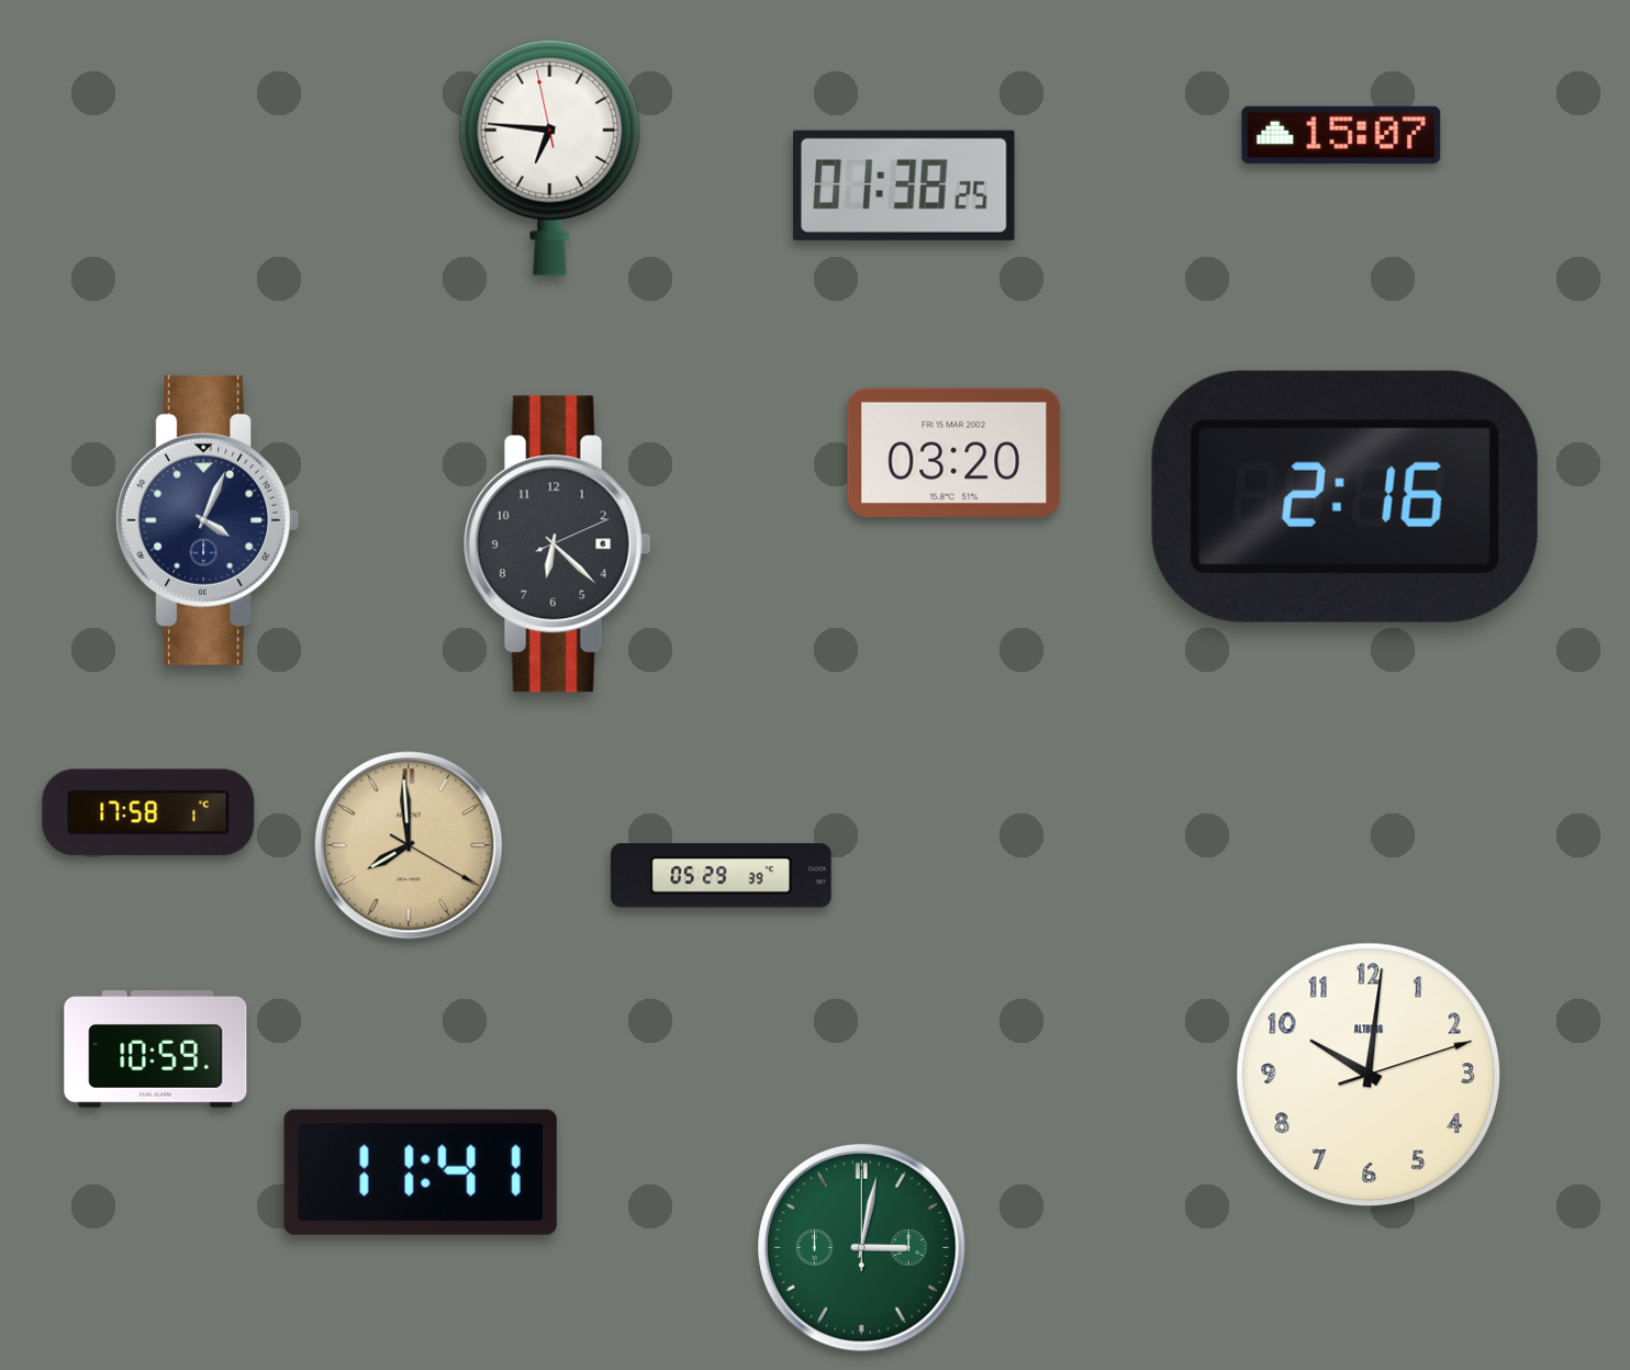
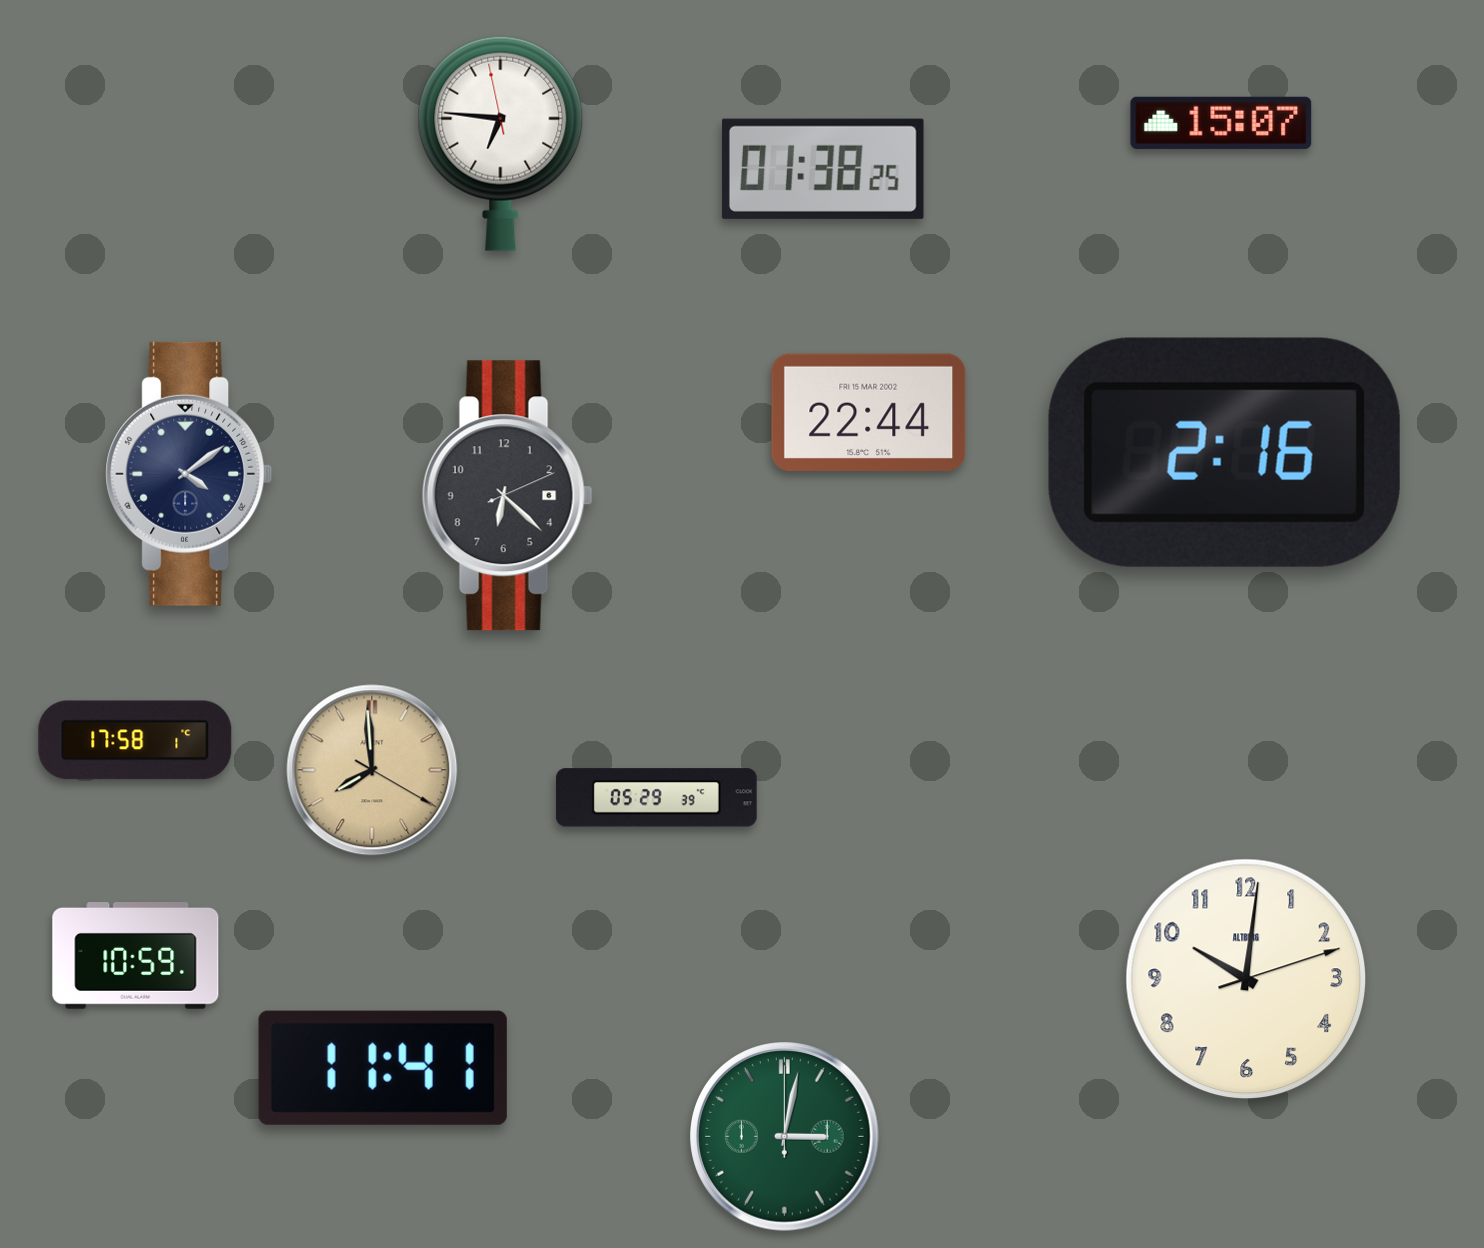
clock at (954, 452): 03:20 -> 22:44
clock at (208, 520): 4:04 -> 4:09
clock at (156, 1049) position: (156, 1049) -> (136, 956)
